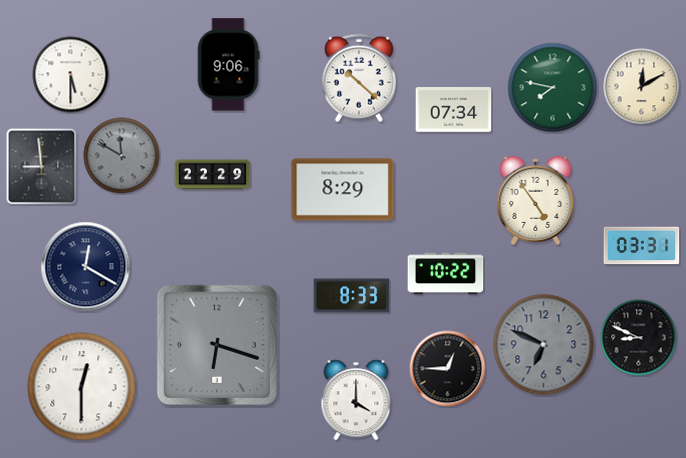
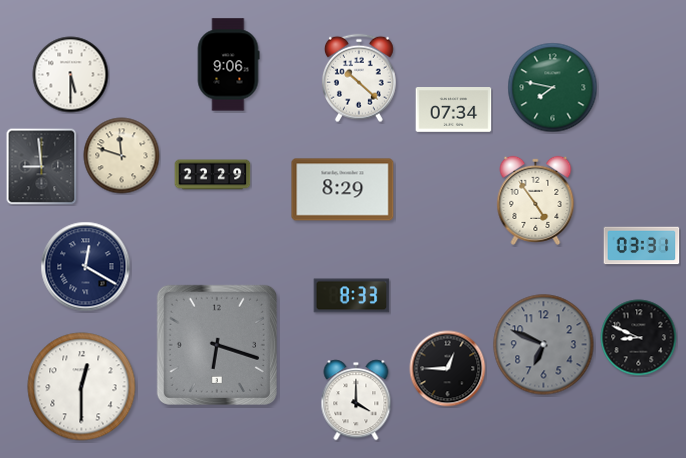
clock at (642, 87): 12:10 -> none
clock at (122, 156): 11:50 -> 11:48
clock at (122, 156) dial: grey -> cream
clock at (446, 274): 10:22 -> none
